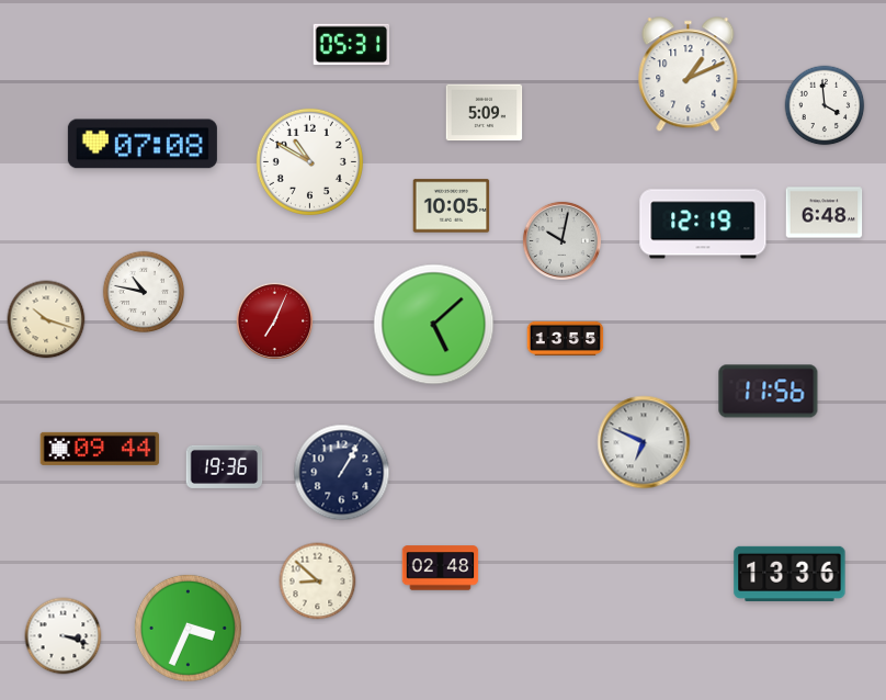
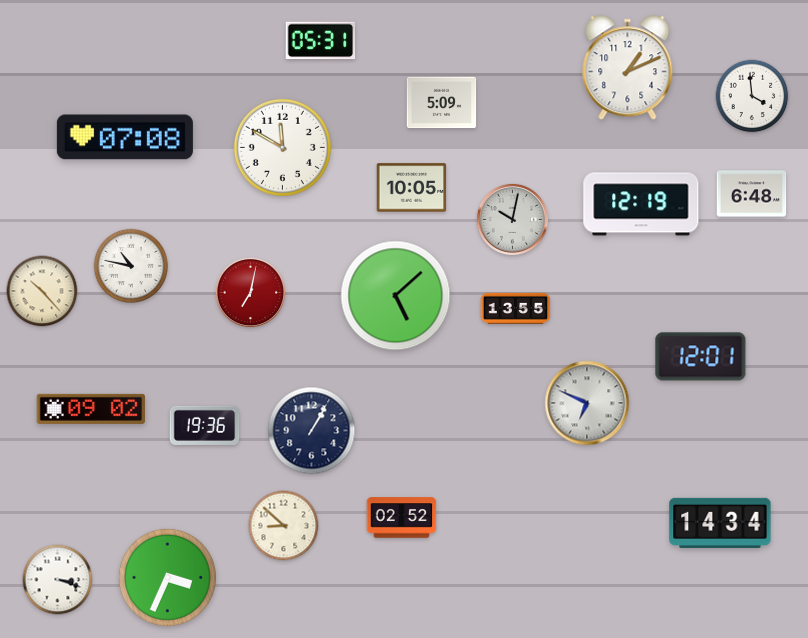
clock at (143, 144) position: (143, 144) -> (125, 137)
clock at (309, 161): 10:50 -> 11:50
clock at (46, 319): 10:18 -> 10:23
clock at (275, 321): 7:04 -> 7:02
clock at (769, 392): 11:56 -> 12:01
clock at (100, 449): 09:44 -> 09:02
clock at (441, 568): 02:48 -> 02:52
clock at (790, 574): 13:36 -> 14:34
clock at (318, 582) position: (318, 582) -> (284, 526)
clock at (188, 628) position: (188, 628) -> (167, 577)
